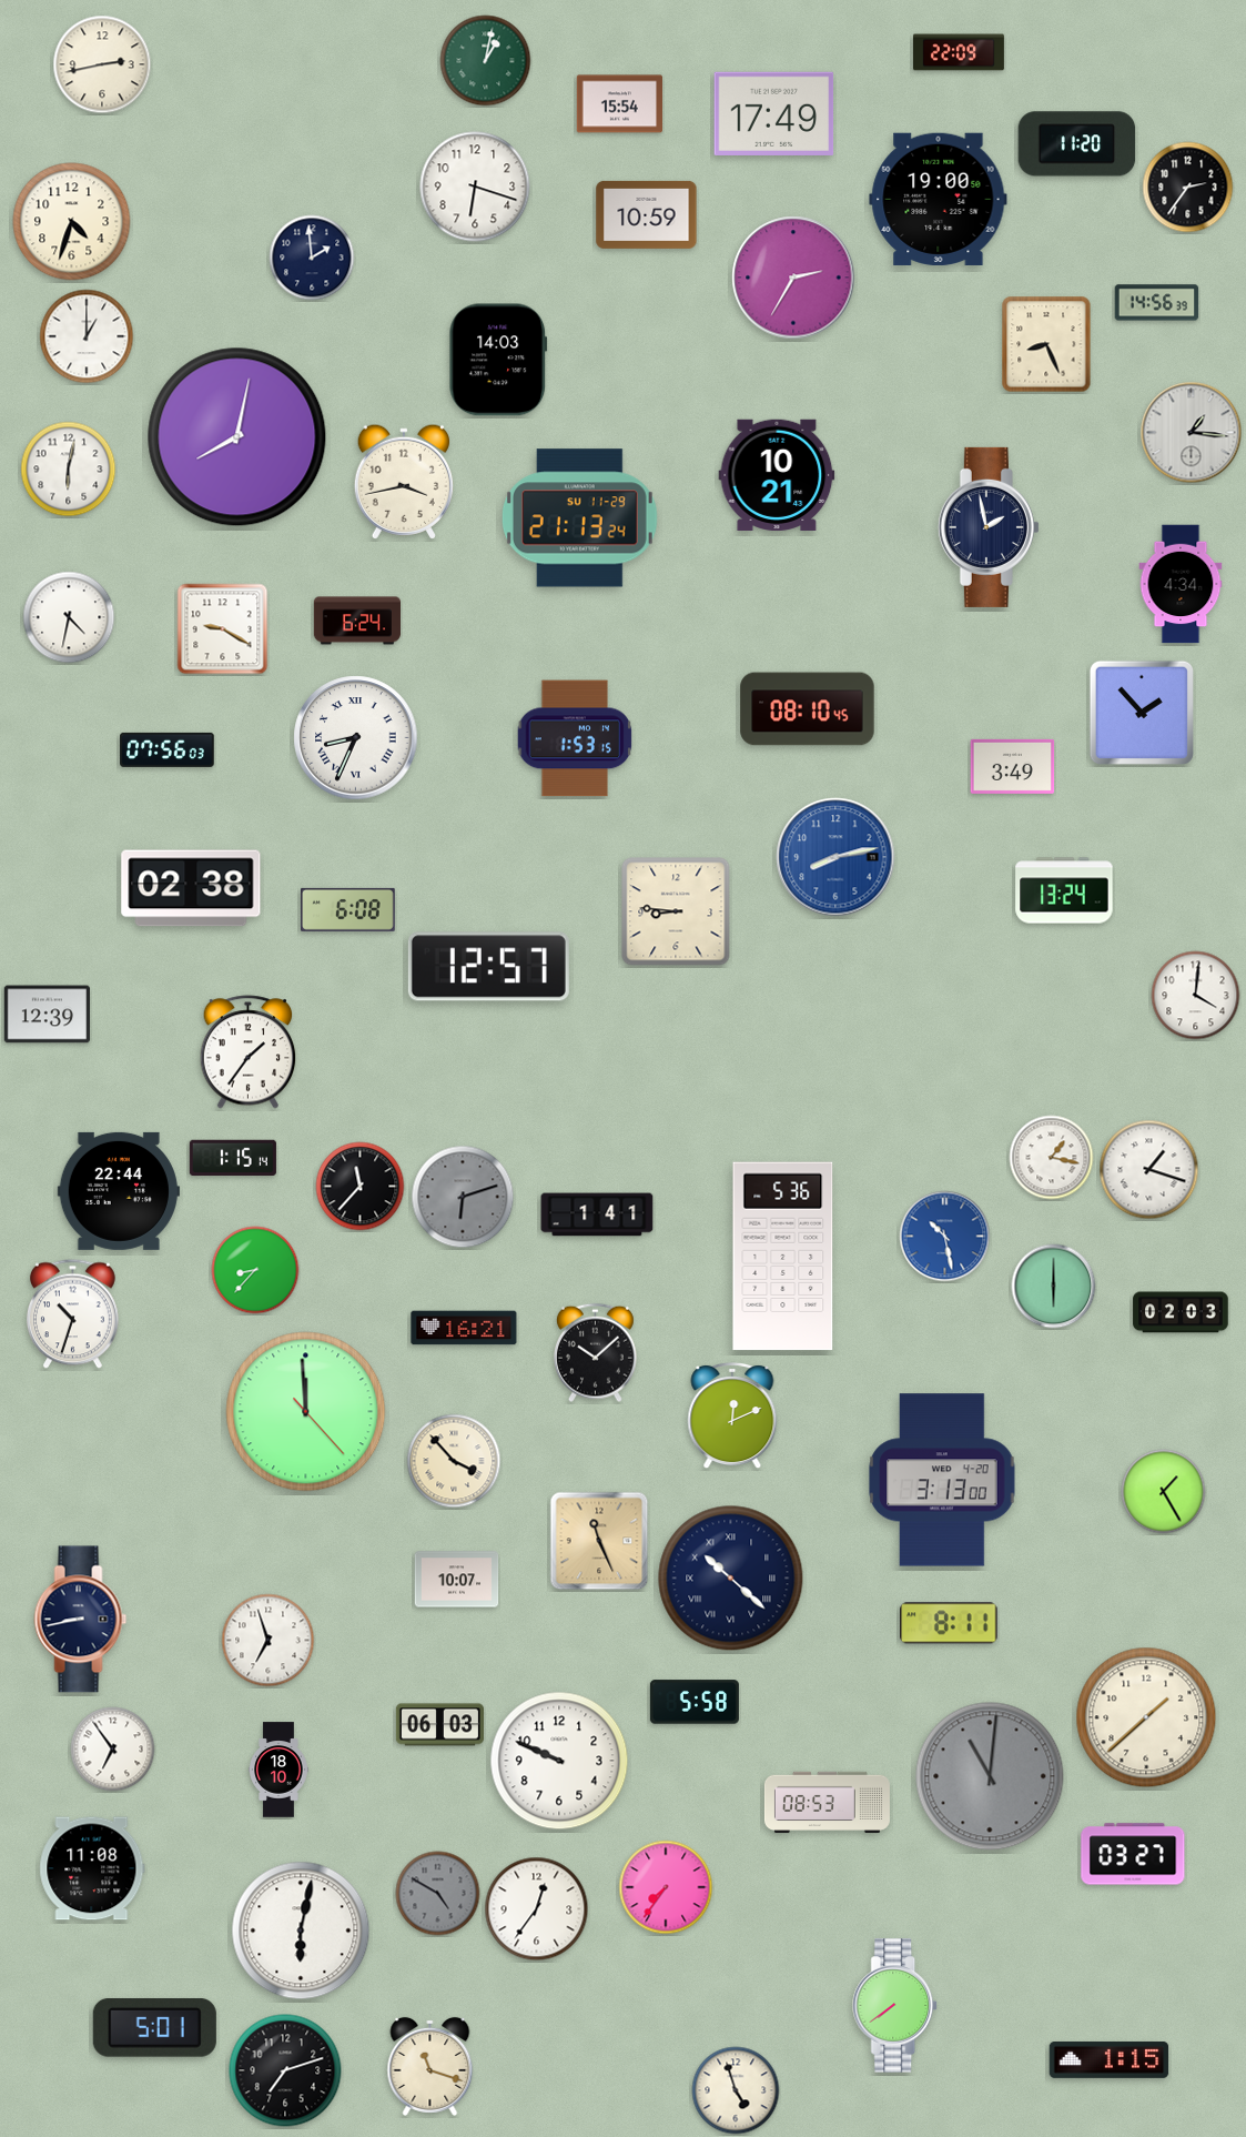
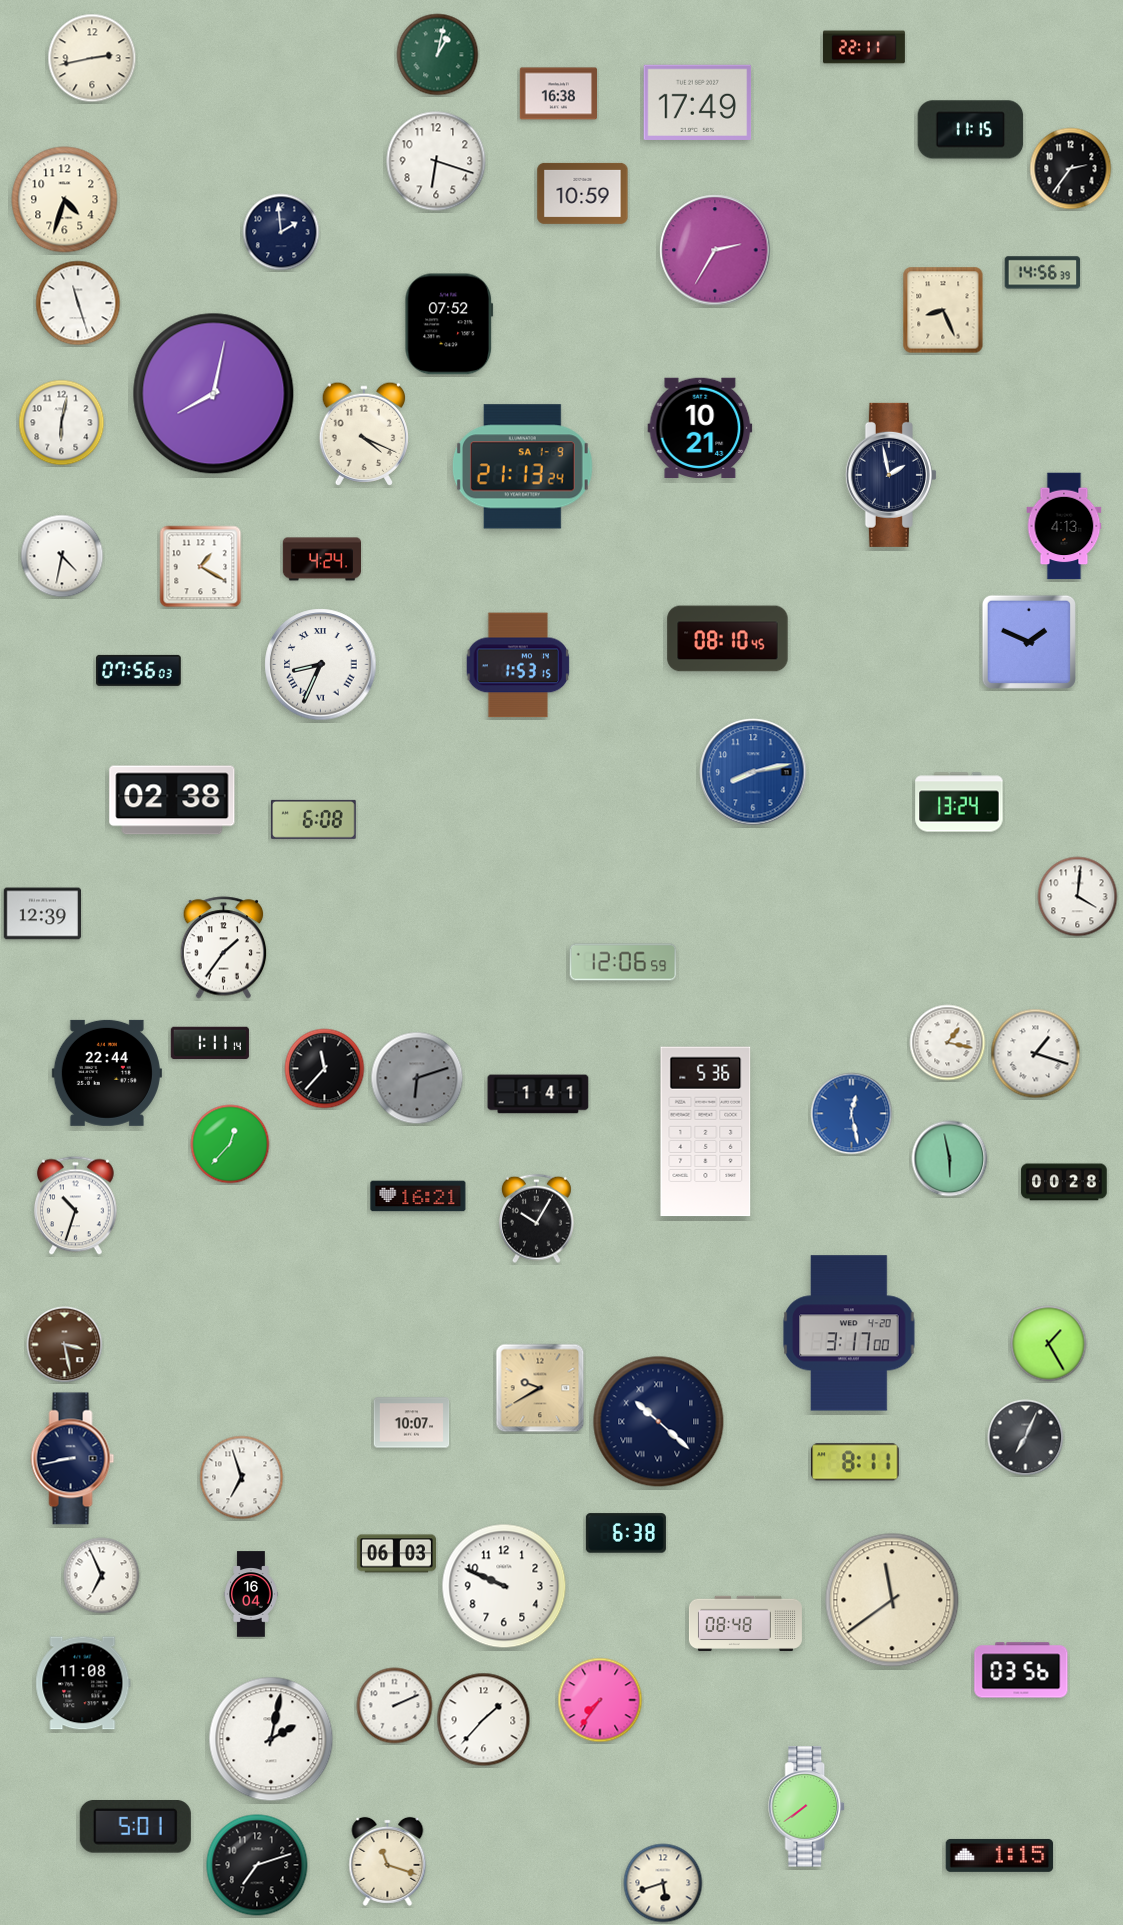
clock at (959, 52): 22:09 -> 22:11
clock at (619, 104): 15:54 -> 16:38
clock at (1077, 144): 11:20 -> 11:15
clock at (475, 187) position: (475, 187) -> (436, 161)
clock at (939, 199): 19:00 -> none
clock at (87, 336): 1:00 -> 11:27
clock at (498, 360): 14:03 -> 07:52
clock at (1192, 433): 1:16 -> none
clock at (403, 482): 3:43 -> 4:19
clock at (579, 518) date: SU 11-29 -> SA 1-9
clock at (1181, 584): 4:34 -> 4:13
clock at (356, 621): 6:24 -> 4:24
clock at (223, 629): 9:20 -> 1:20
clock at (1142, 713): 1:53 -> 1:49
clock at (168, 749) position: (168, 749) -> (139, 670)
clock at (1013, 766): 3:49 -> none
clock at (676, 911): 8:46 -> none
clock at (488, 967): 12:57 -> none
clock at (623, 962): none -> 12:06
clock at (233, 1157): 1:15 -> 1:11
clock at (945, 1237): 10:28 -> 12:28
clock at (255, 1270): 8:37 -> 12:37
clock at (1054, 1287): 6:00 -> 5:58
clock at (1181, 1312): 02:03 -> 00:28
clock at (72, 1314) position: (72, 1314) -> (75, 1206)
clock at (596, 1353): 10:08 -> 10:05
clock at (306, 1412): 11:59 -> none
clock at (732, 1415): 12:11 -> none
clock at (454, 1461): 3:53 -> none
clock at (942, 1480): 3:13 -> 3:17
clock at (65, 1345): none -> 3:28
clock at (599, 1541): 11:26 -> 9:40
clock at (1026, 1438): none -> 7:04
clock at (695, 1702): 5:58 -> 6:38
clock at (1146, 1717): 1:38 -> none
clock at (113, 1750): 6:54 -> 6:56
clock at (280, 1770): 18:10 -> 16:04
clock at (990, 1776): 11:01 -> 11:39
clock at (990, 1776) dial: grey -> cream
clock at (827, 1803): 08:53 -> 08:48
clock at (1133, 1854): 03:27 -> 03:56
clock at (438, 1894): 4:50 -> 2:11
clock at (438, 1894) dial: grey -> white
clock at (537, 1909): 12:36 -> 1:37
clock at (301, 1931): 6:02 -> 2:02
clock at (154, 2028) position: (154, 2028) -> (135, 1827)
clock at (736, 2090): 4:57 -> 5:42
